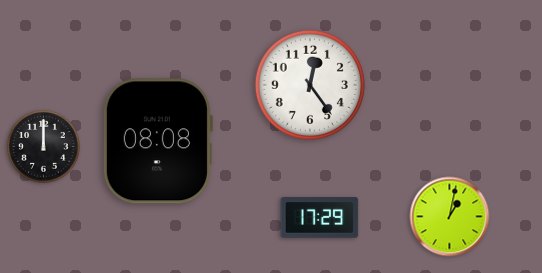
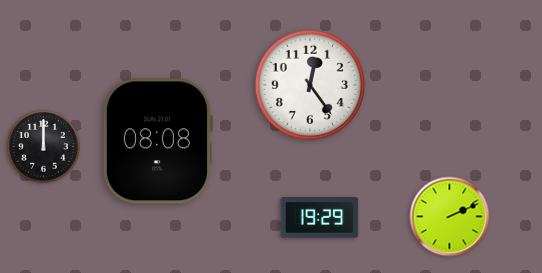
clock at (450, 217): 1:02 -> 2:11
clock at (320, 218): 17:29 -> 19:29
